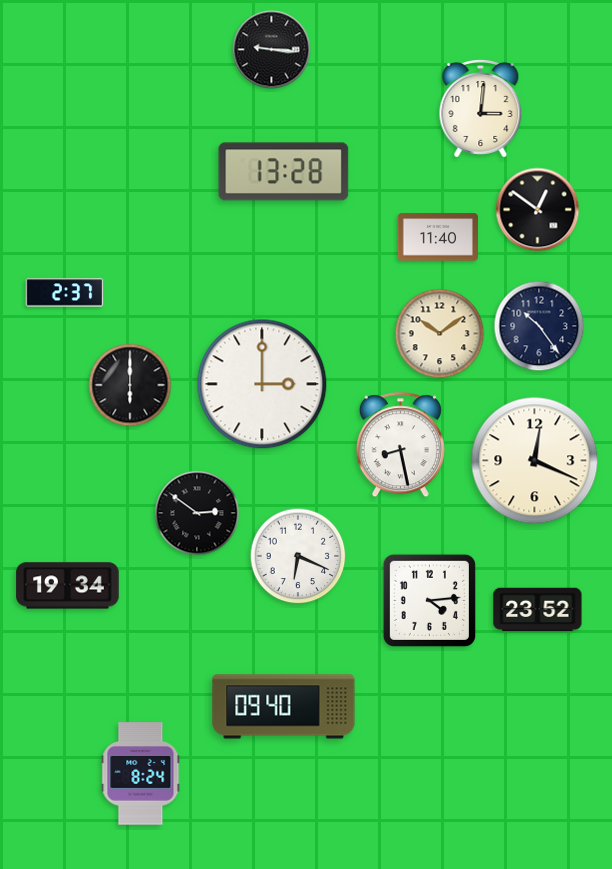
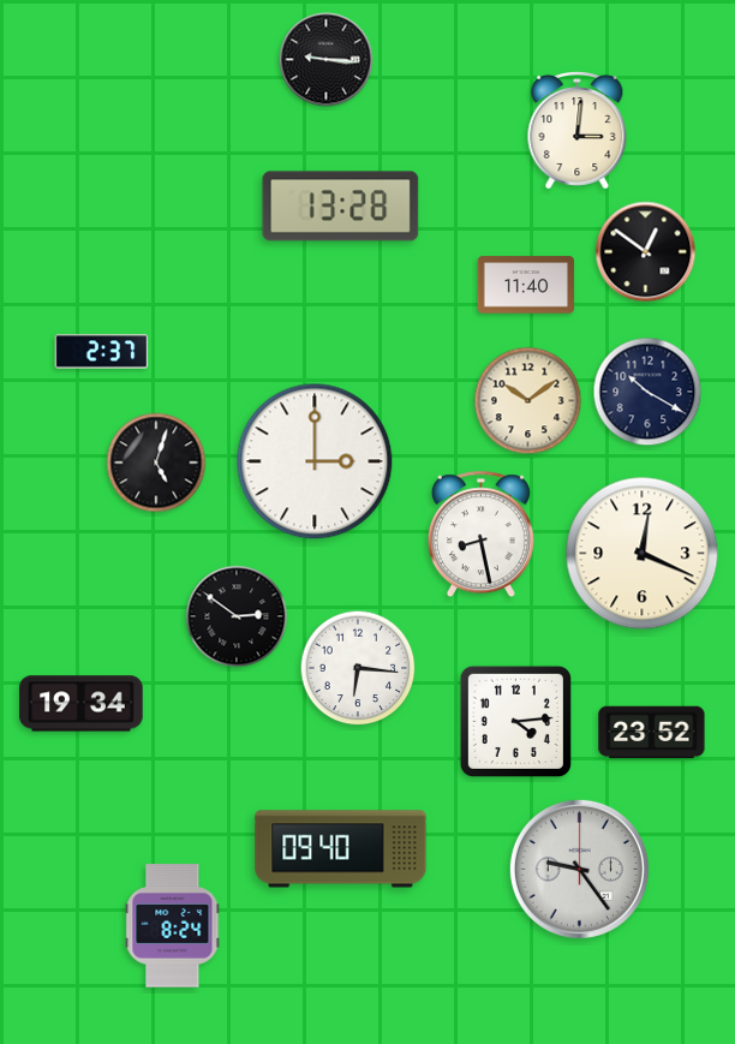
clock at (65, 293) position: (65, 293) -> (102, 352)
clock at (539, 326): 10:24 -> 10:20
clock at (130, 385): 6:00 -> 5:03
clock at (298, 556): 6:19 -> 6:16
clock at (538, 610) position: (538, 610) -> (652, 733)
clock at (579, 869): none -> 9:24
clock at (141, 774) position: (141, 774) -> (173, 926)
